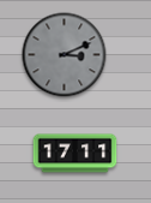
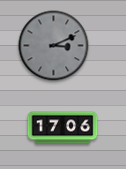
clock at (75, 154): 17:11 -> 17:06
